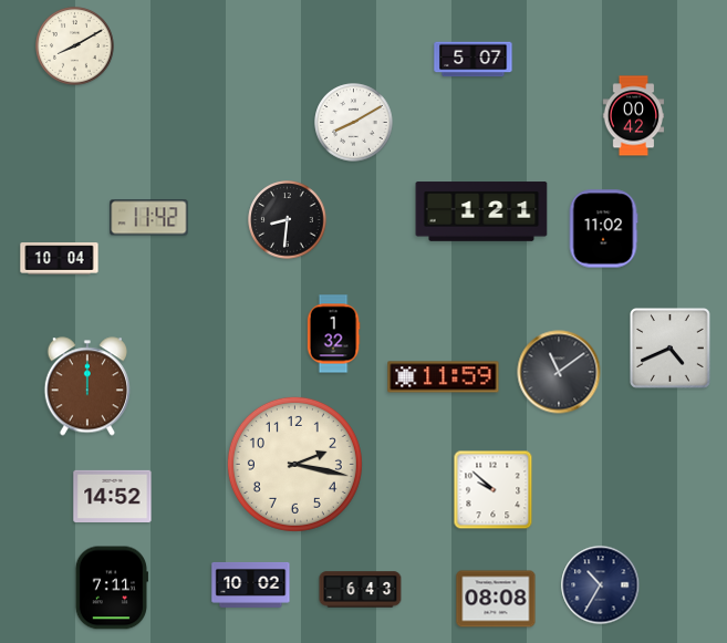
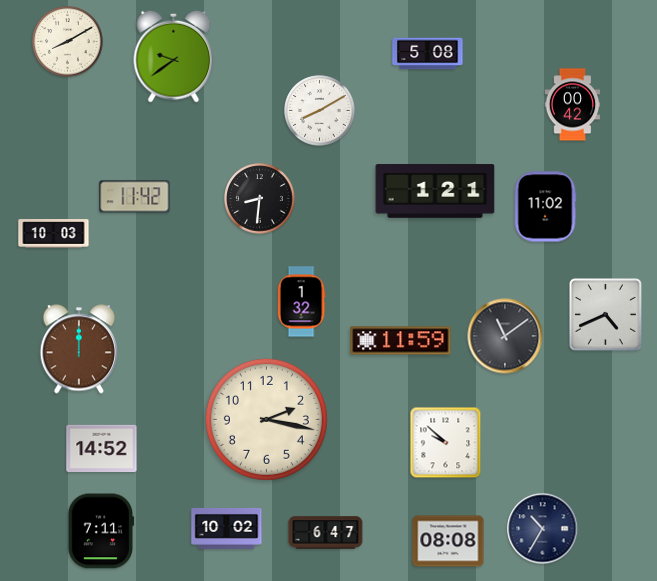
clock at (474, 60): 5:07 -> 5:08
clock at (174, 56): none -> 9:39
clock at (60, 259): 10:04 -> 10:03
clock at (361, 590): 6:43 -> 6:47
